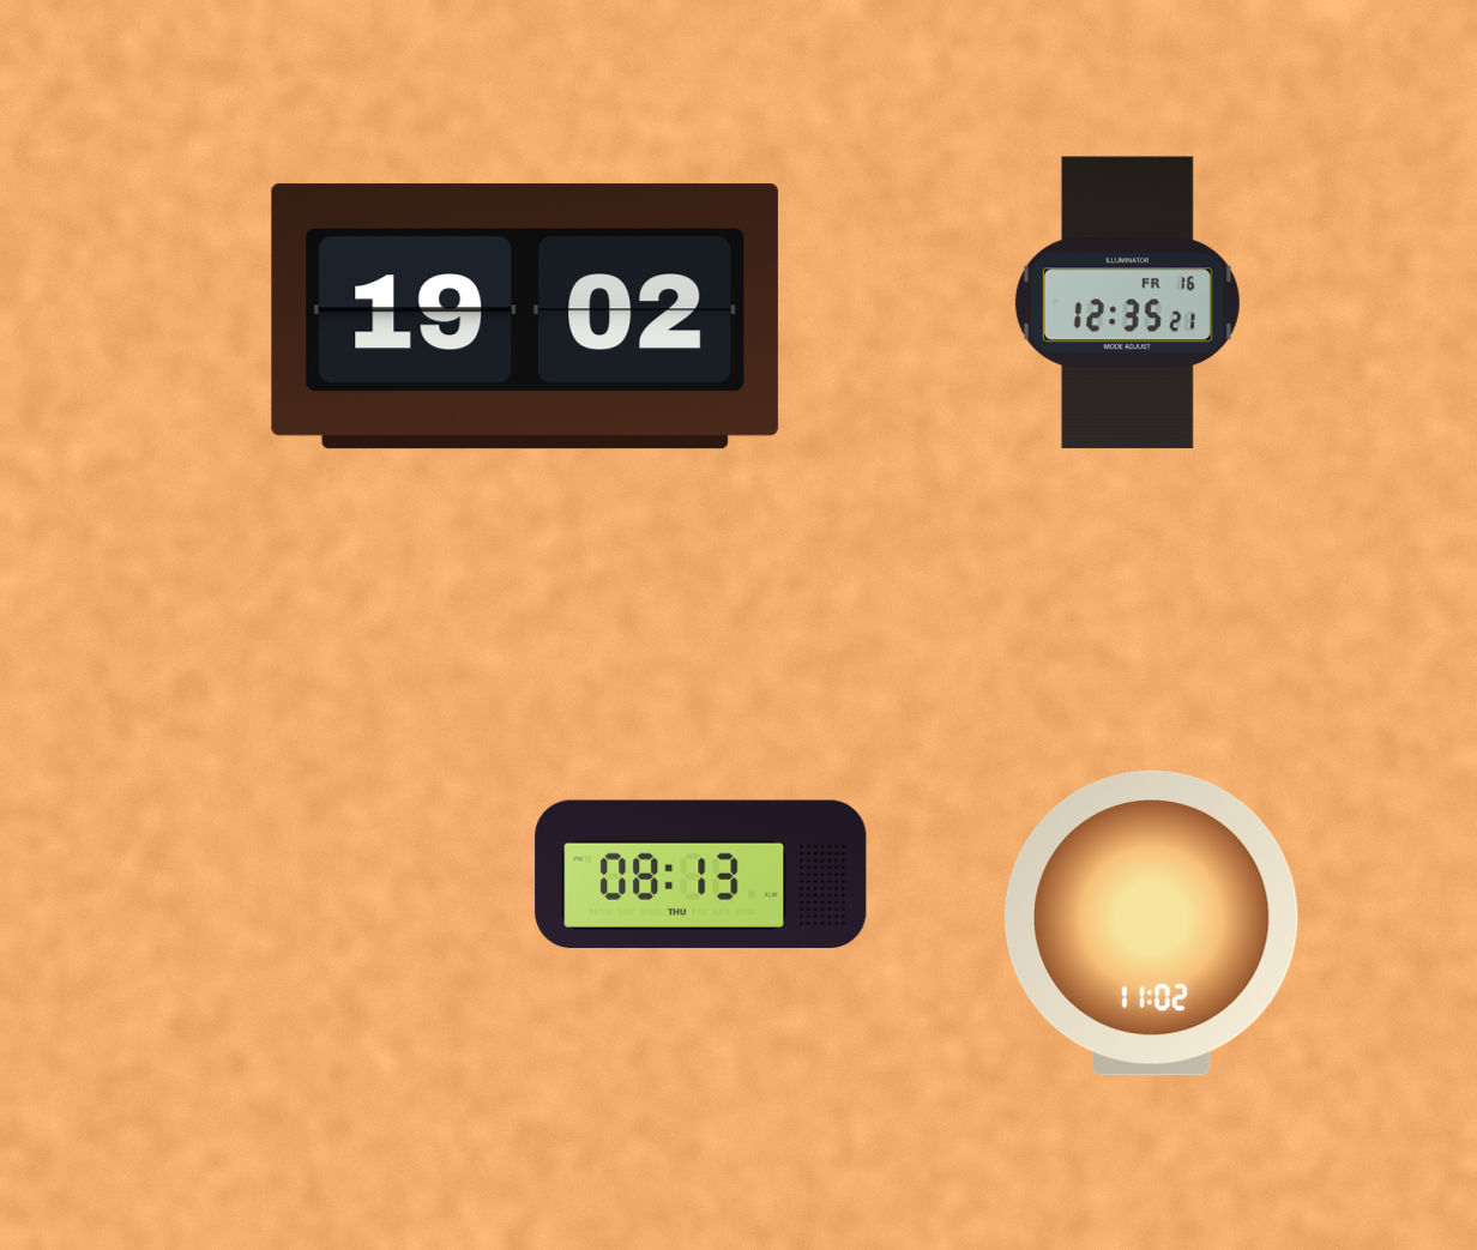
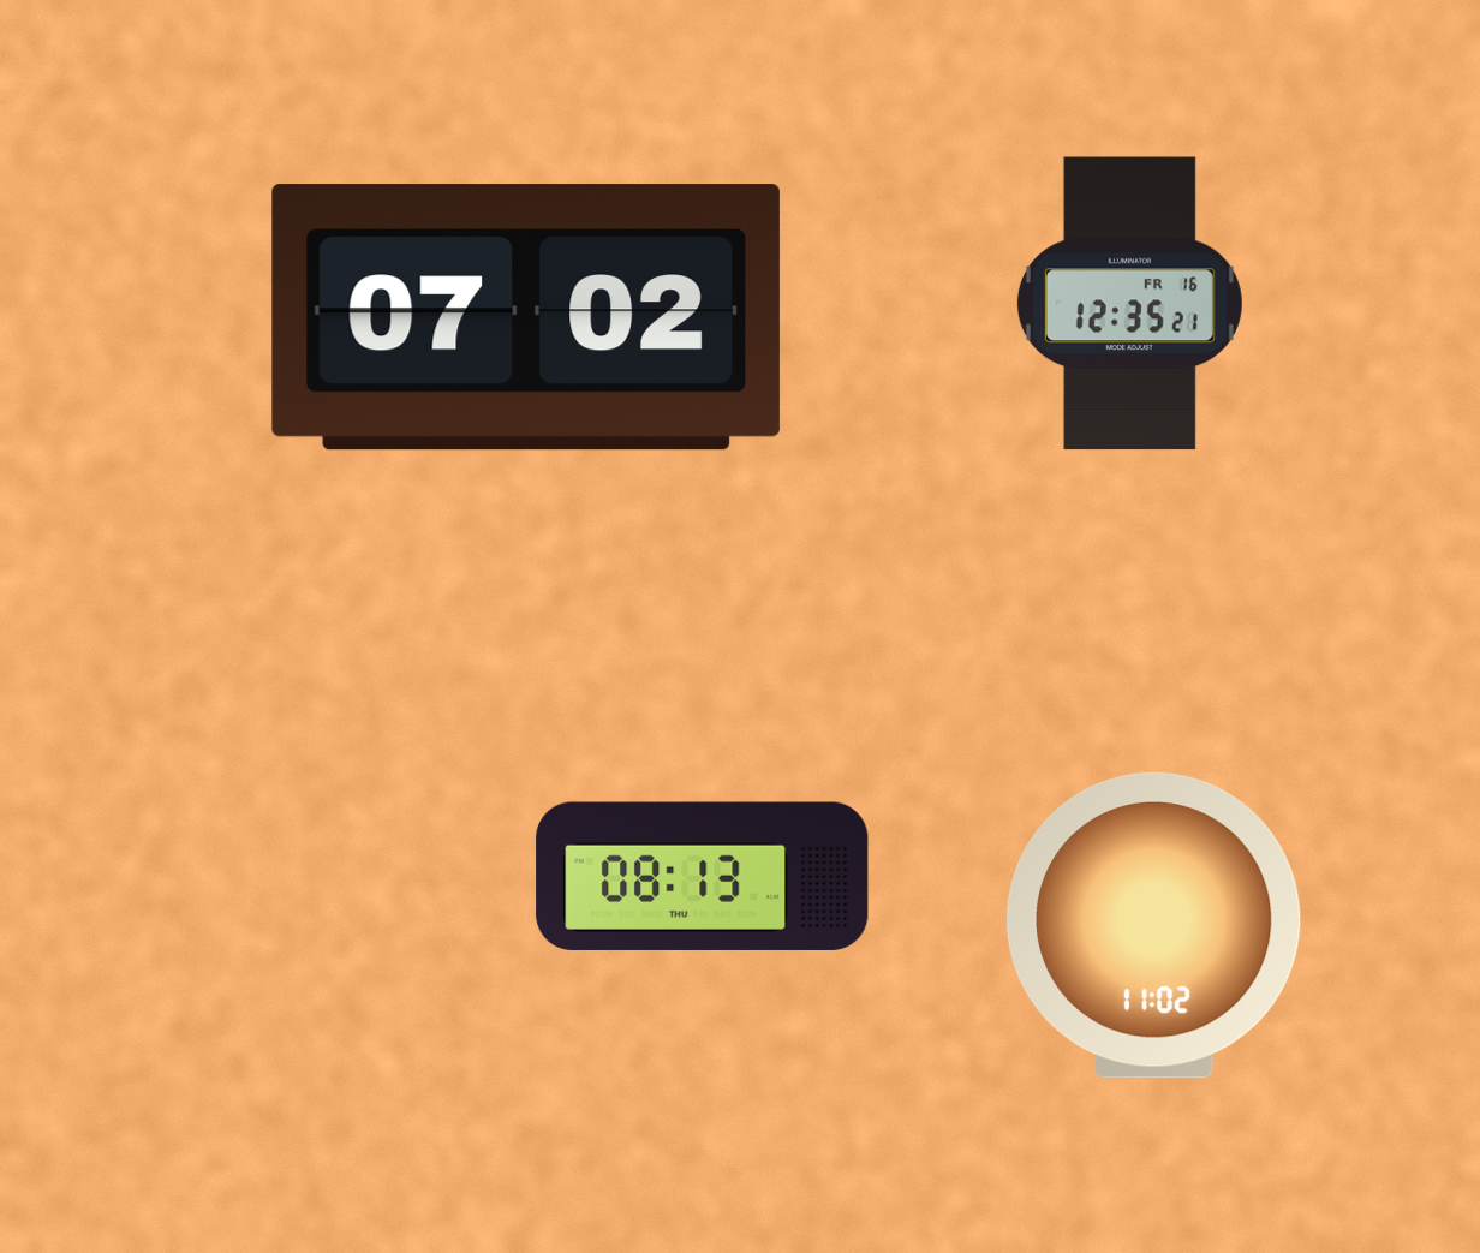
clock at (525, 316): 19:02 -> 07:02
